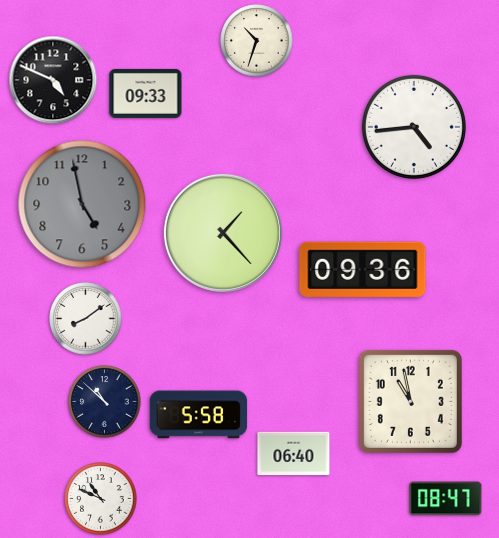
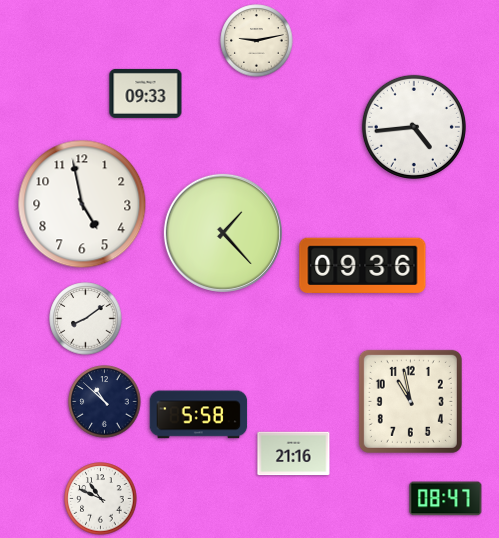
clock at (257, 41): 10:33 -> 9:13
clock at (53, 80): 4:49 -> none
clock at (82, 204) dial: grey -> white
clock at (363, 270) position: (363, 270) -> (363, 266)
clock at (294, 454): 06:40 -> 21:16
